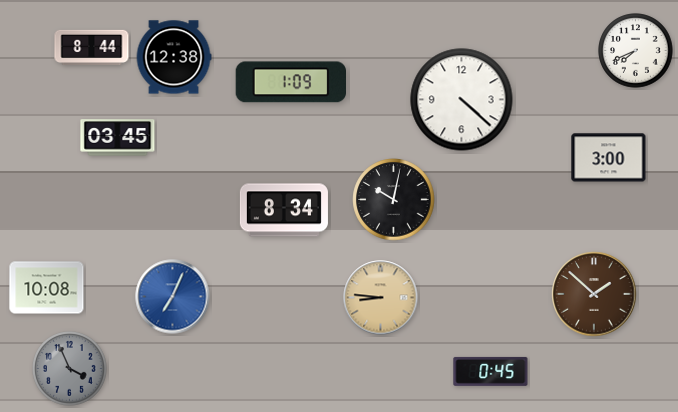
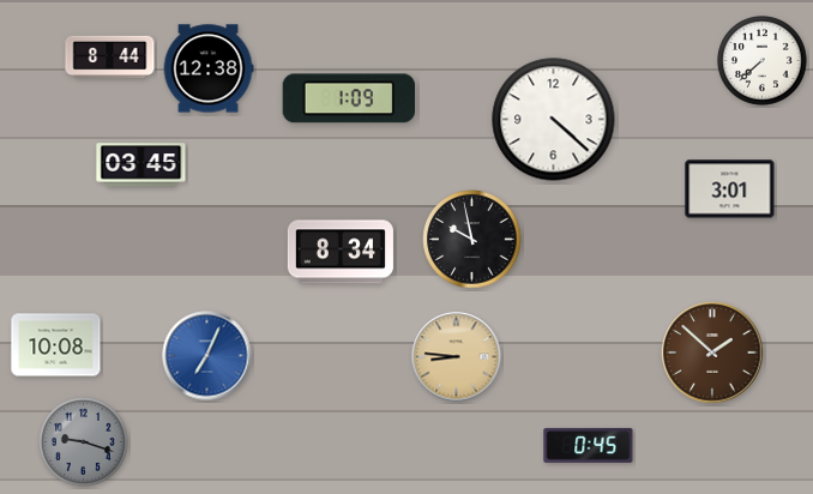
clock at (636, 51): 7:41 -> 7:38
clock at (609, 158): 3:00 -> 3:01
clock at (394, 200): 10:02 -> 9:58
clock at (70, 369): 3:56 -> 9:18
